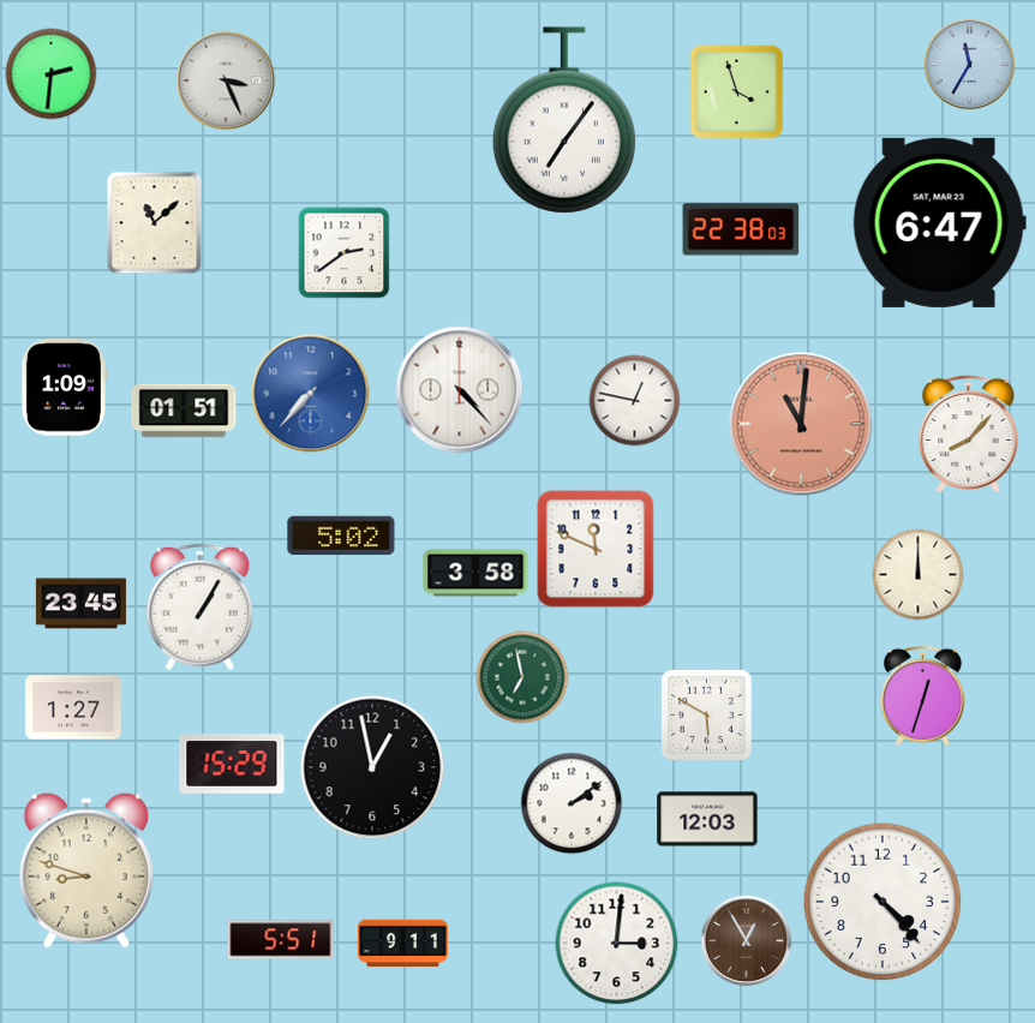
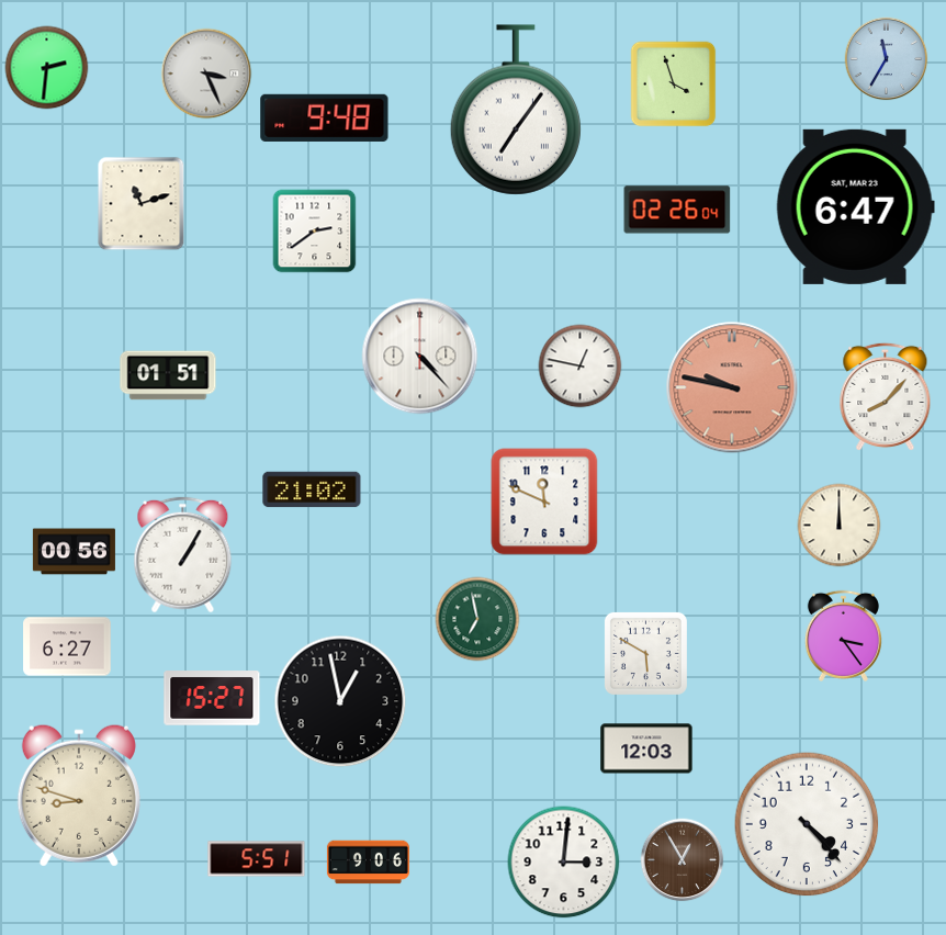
clock at (325, 117): none -> 9:48
clock at (939, 222) position: (939, 222) -> (855, 206)
clock at (155, 223): 11:08 -> 11:12
clock at (741, 229): 22:38 -> 02:26
clock at (64, 388): 1:09 -> none
clock at (311, 394): 7:37 -> none
clock at (801, 424): 11:01 -> 9:47
clock at (341, 536): 5:02 -> 21:02
clock at (475, 573): 3:58 -> none
clock at (80, 604): 23:45 -> 00:56
clock at (922, 695): 12:33 -> 3:24
clock at (73, 707): 1:27 -> 6:27
clock at (232, 764): 15:29 -> 15:27
clock at (572, 803): 2:09 -> none
clock at (402, 944): 9:11 -> 9:06
